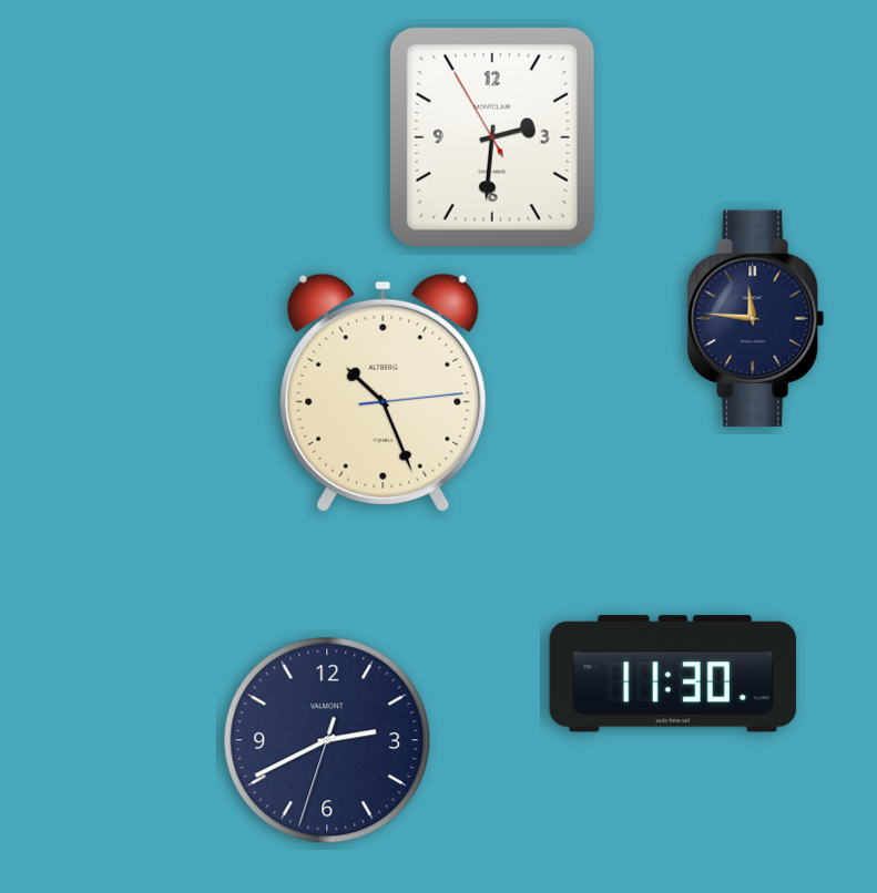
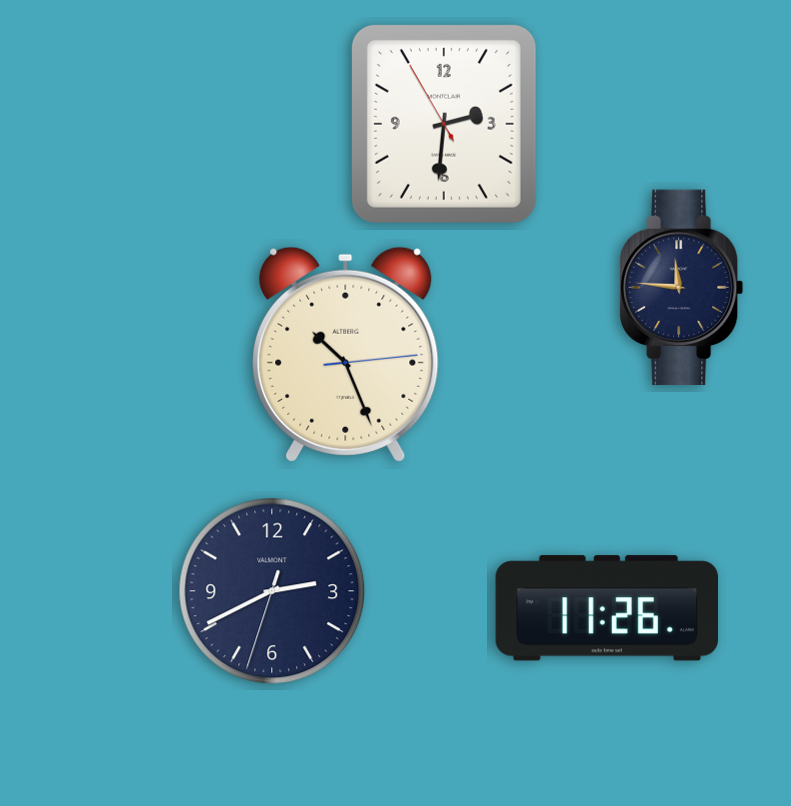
clock at (672, 674): 11:30 -> 11:26
clock at (327, 740) position: (327, 740) -> (272, 591)
